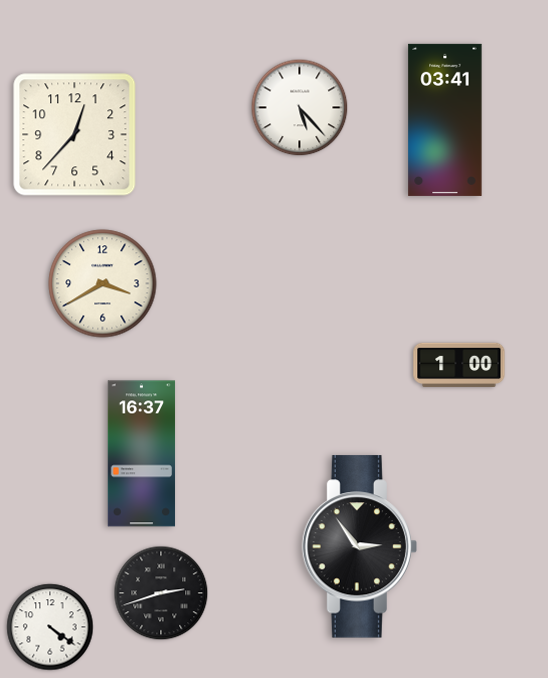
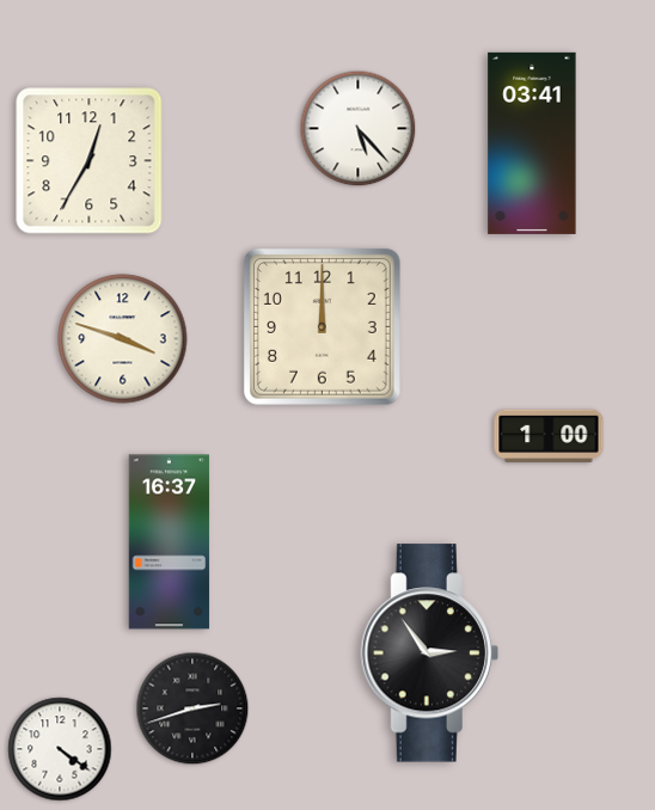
clock at (75, 135): 12:37 -> 12:35
clock at (322, 326): none -> 12:00
clock at (103, 284): 3:40 -> 3:48
